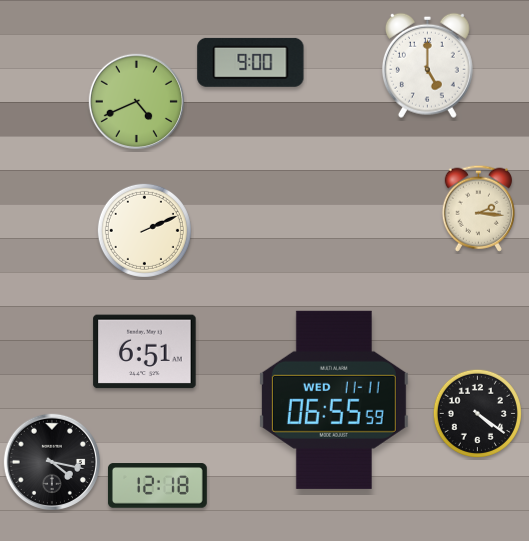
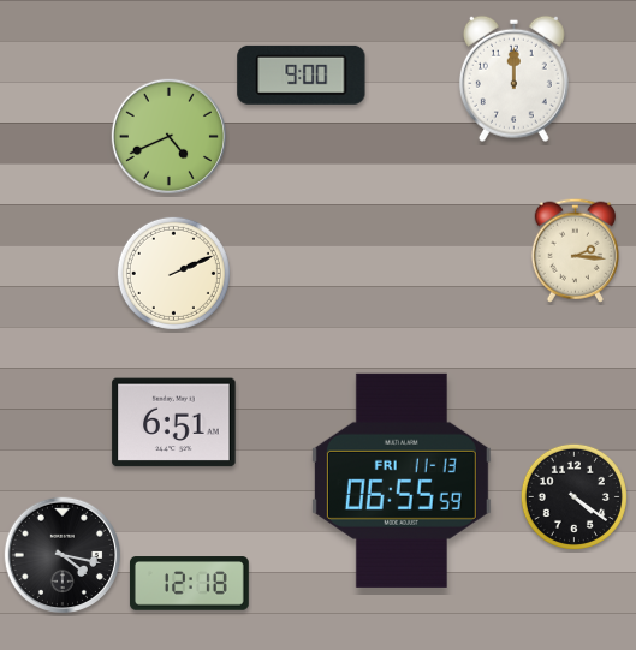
clock at (427, 65): 5:00 -> 12:00
clock at (136, 101) position: (136, 101) -> (168, 136)
clock at (144, 230) position: (144, 230) -> (173, 273)
clock at (334, 400) date: WED 11-11 -> FRI 11-13
